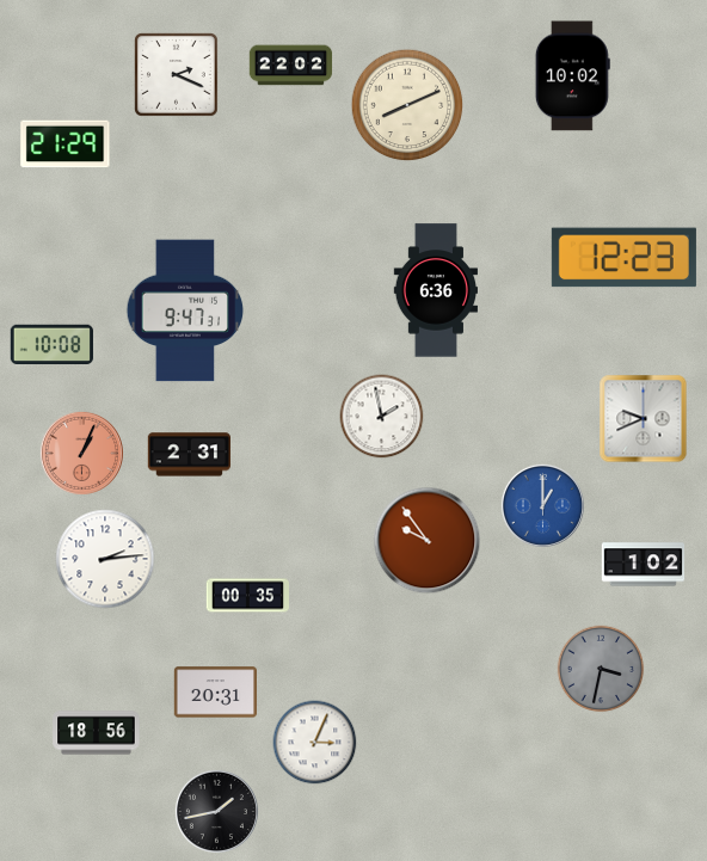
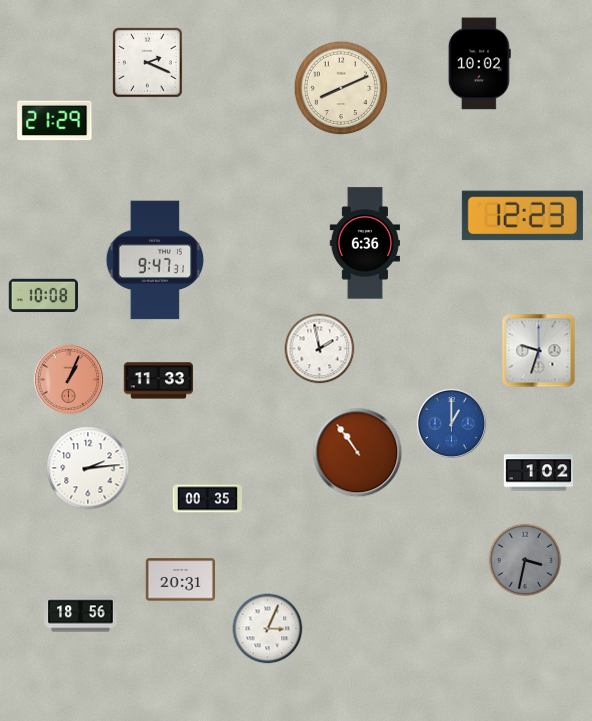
clock at (291, 66): 22:02 -> none
clock at (51, 344) position: (51, 344) -> (43, 295)
clock at (644, 419): 9:41 -> 9:33
clock at (189, 455): 2:31 -> 11:33
clock at (542, 505) position: (542, 505) -> (451, 423)
clock at (428, 541): 9:54 -> 10:54
clock at (601, 669) position: (601, 669) -> (525, 560)
clock at (315, 743) position: (315, 743) -> (268, 629)
clock at (216, 811): 1:43 -> none
